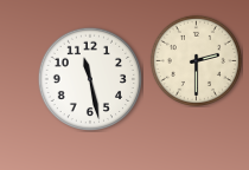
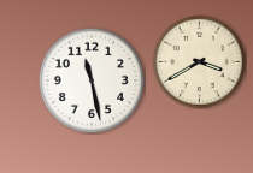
clock at (196, 60): 2:30 -> 3:40
